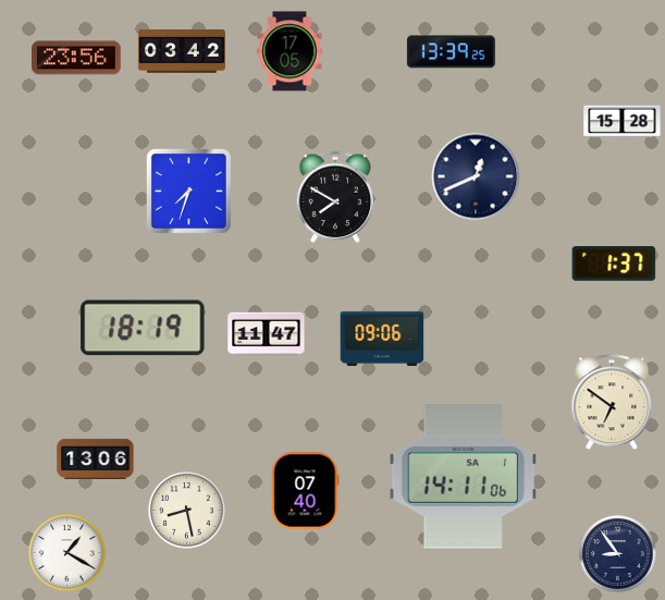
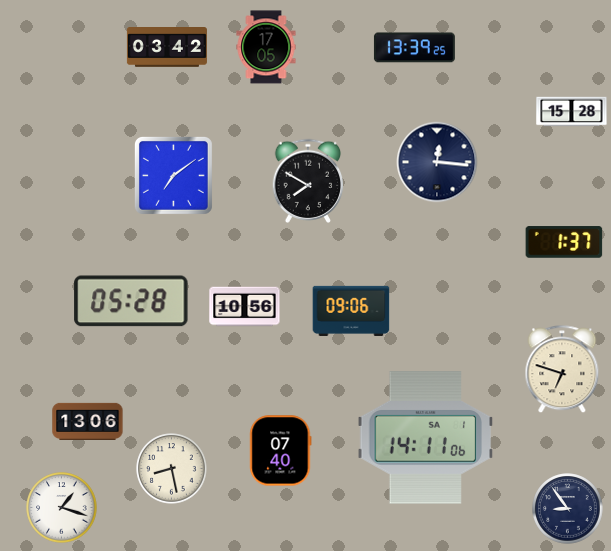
clock at (77, 58): 23:56 -> none
clock at (476, 176): 12:41 -> 12:16
clock at (188, 191): 7:33 -> 7:09
clock at (143, 328): 18:19 -> 05:28
clock at (267, 334): 11:47 -> 10:56
clock at (612, 403): 6:51 -> 6:48
clock at (67, 553): 1:20 -> 1:18
